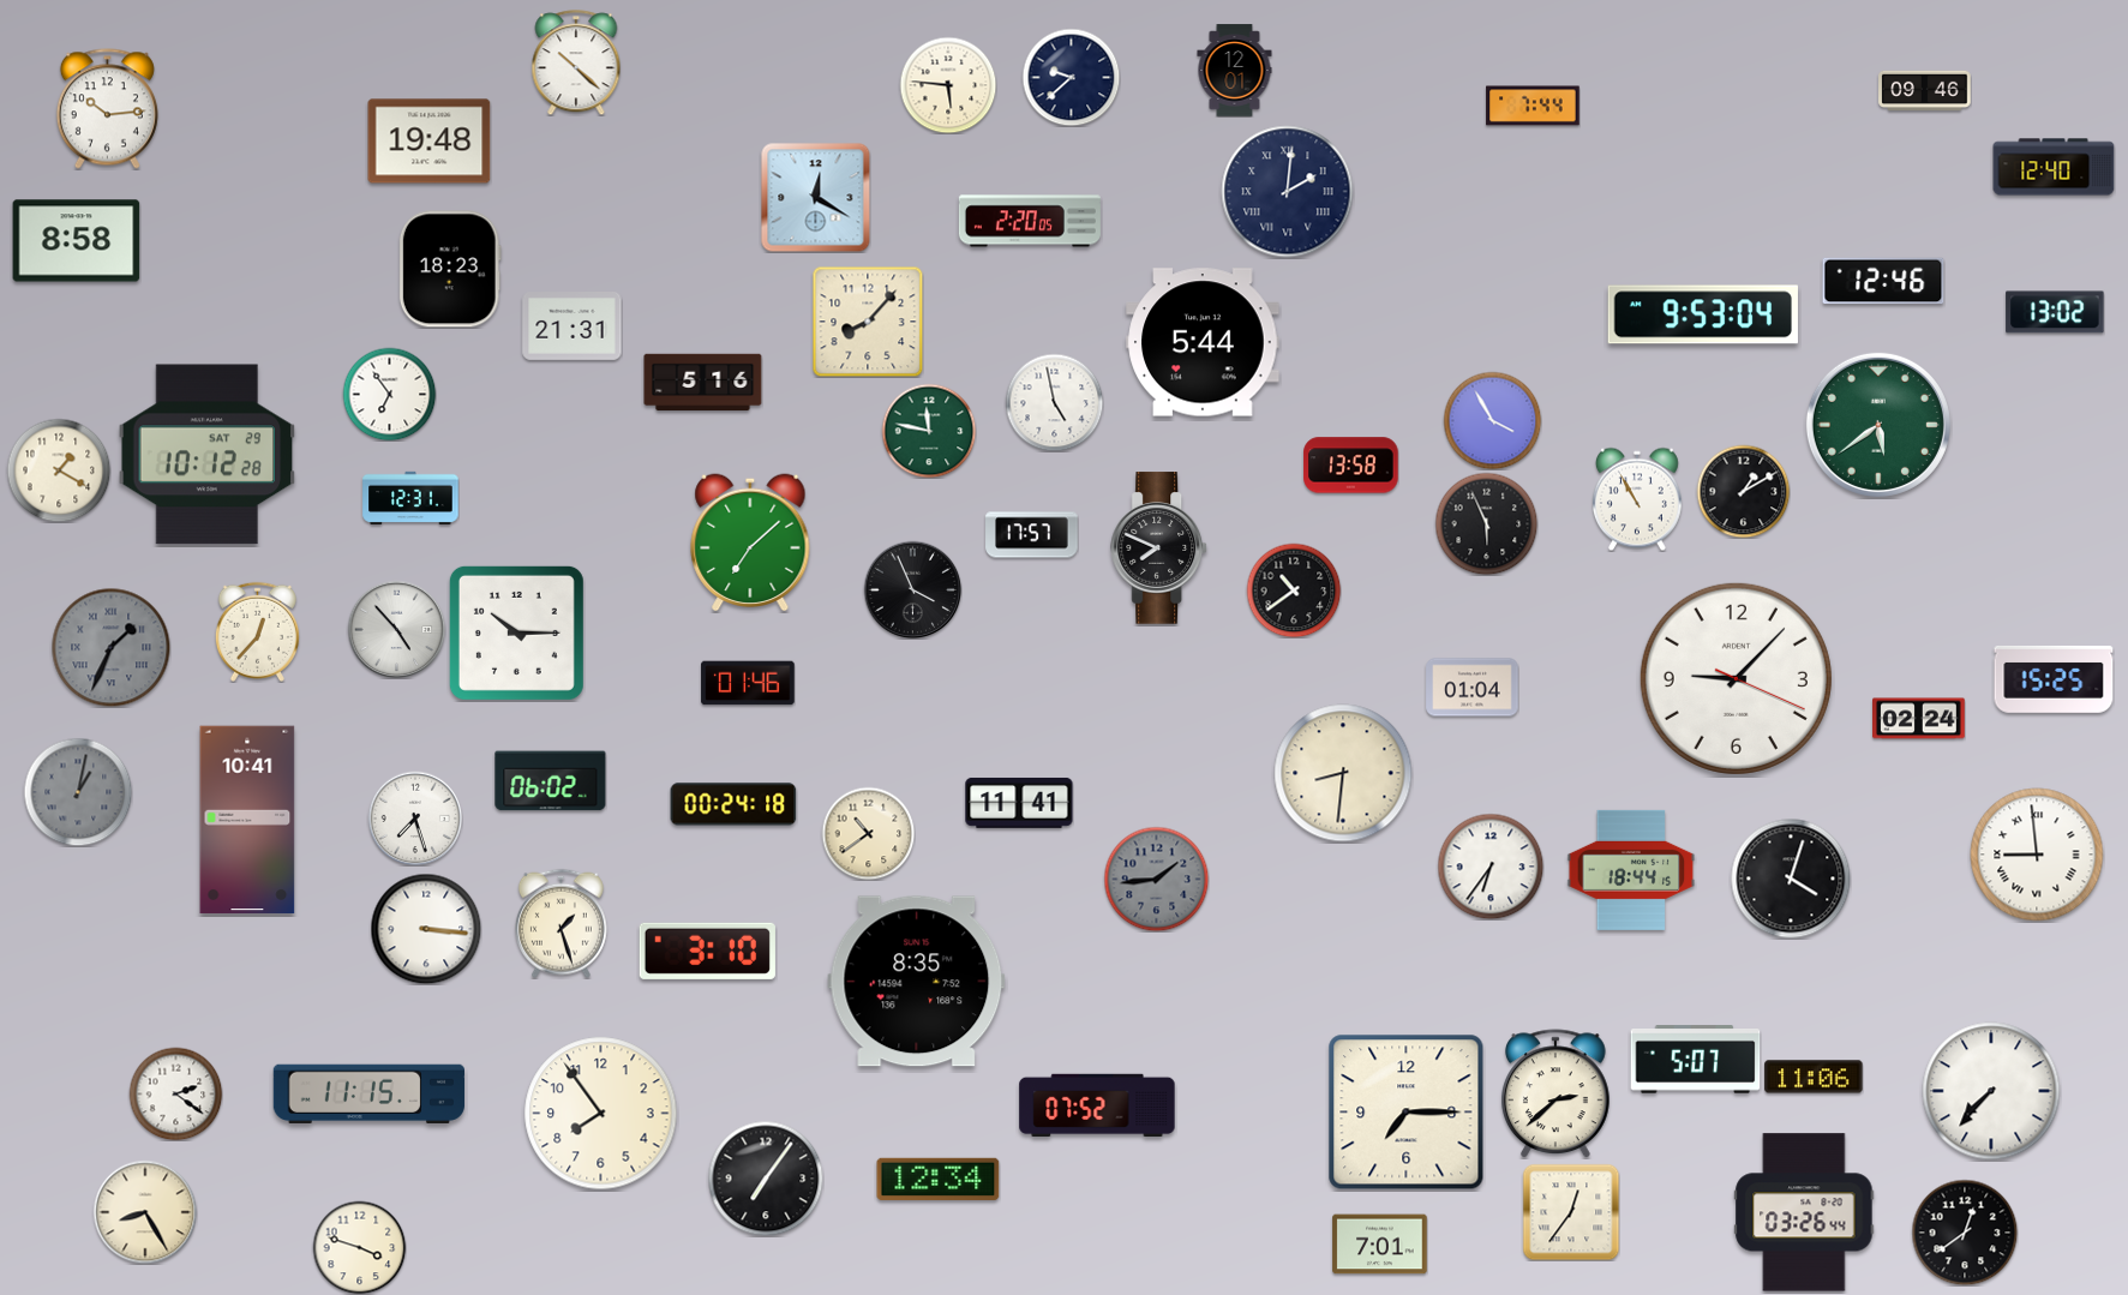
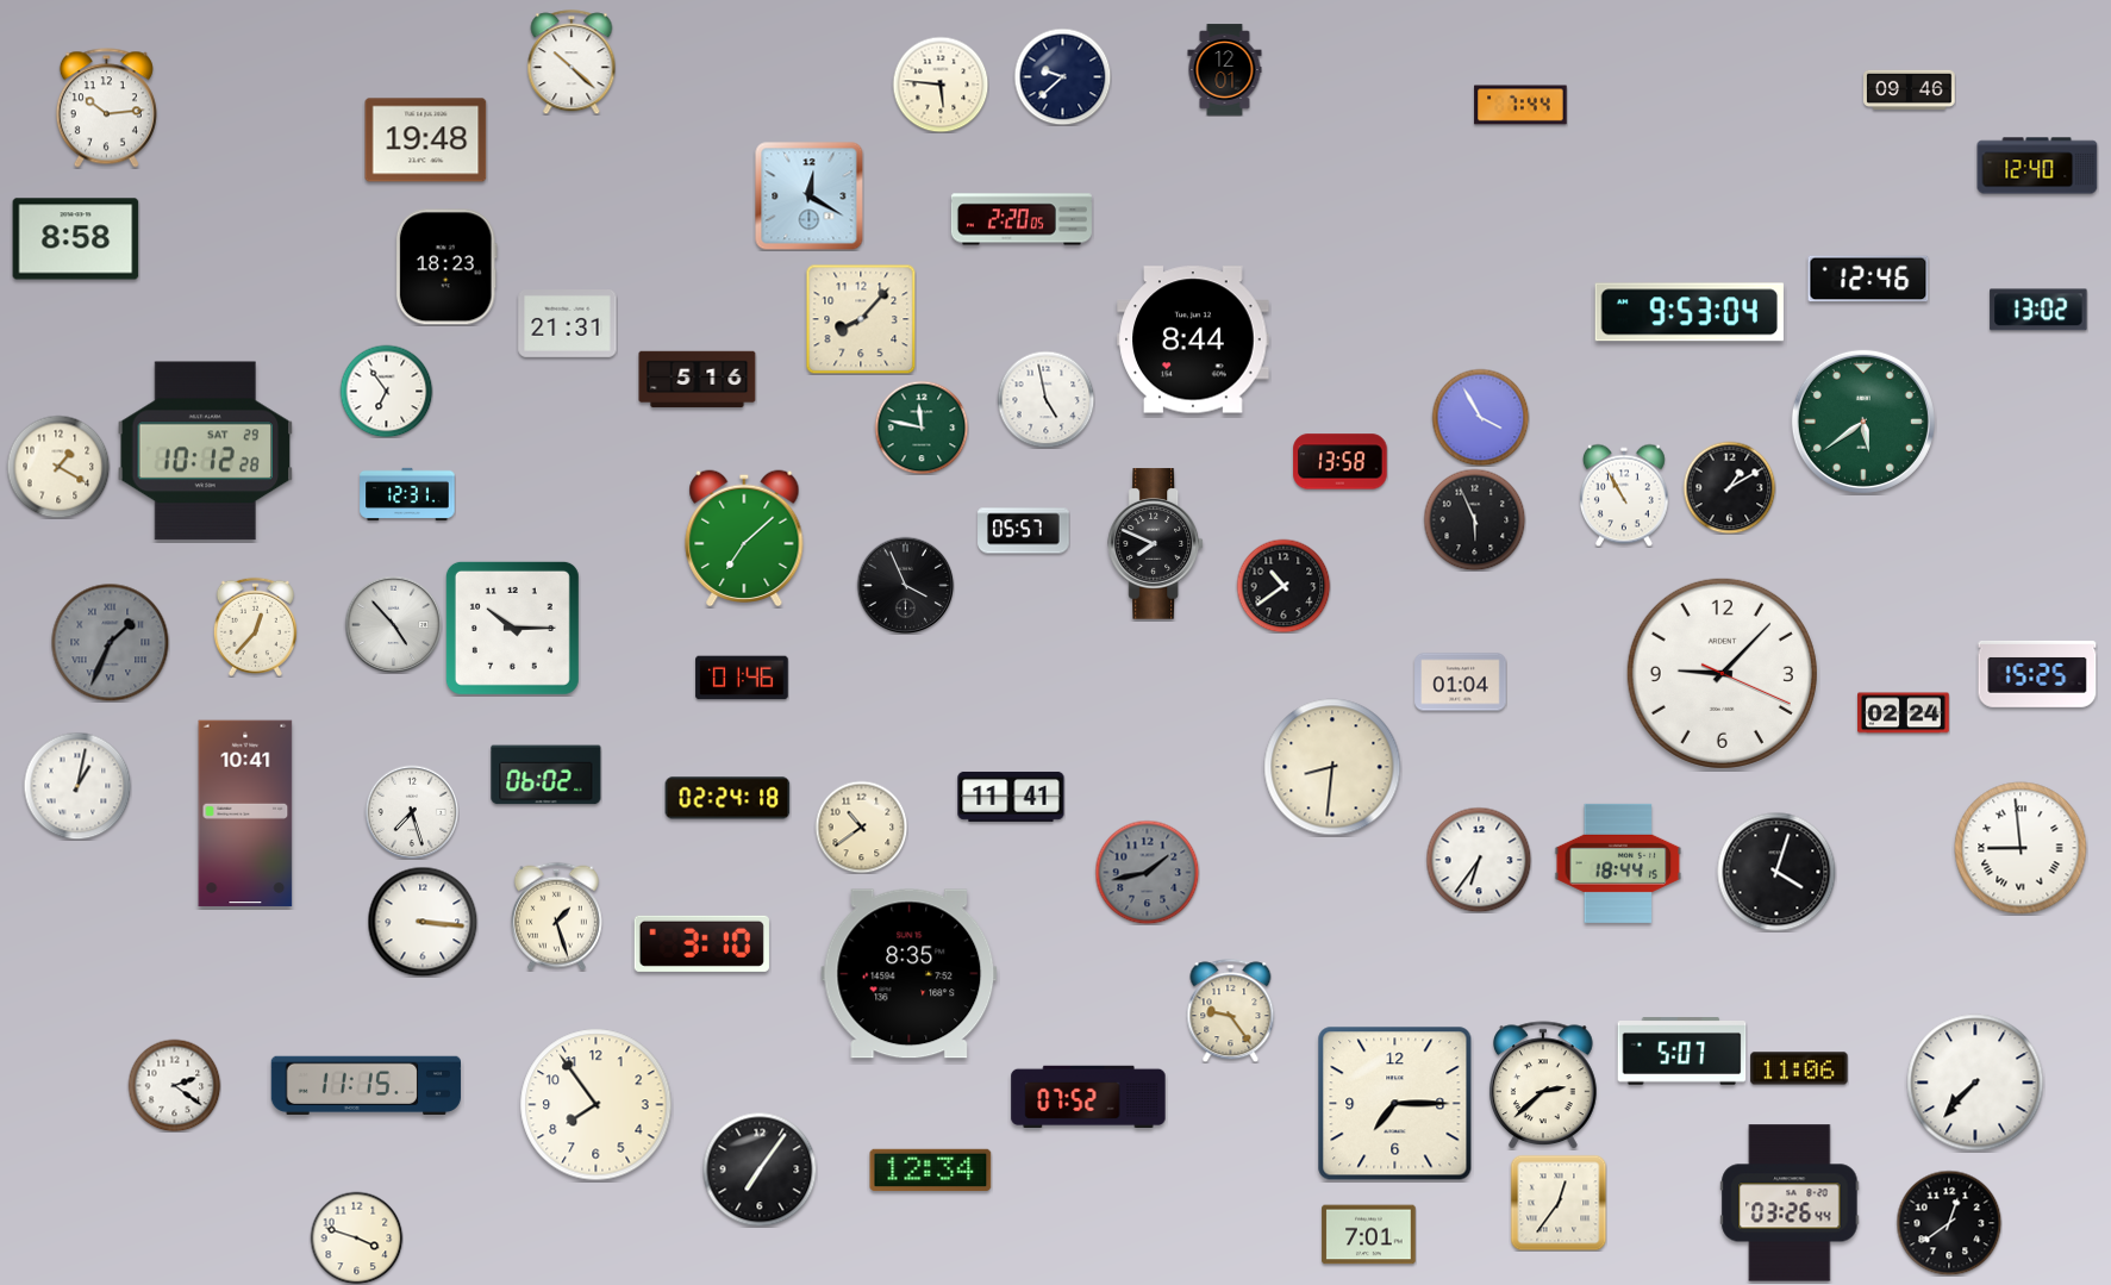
clock at (1288, 192): 2:01 -> none
clock at (1203, 342): 5:44 -> 8:44
clock at (1032, 535): 17:57 -> 05:57
clock at (1158, 548) position: (1158, 548) -> (1155, 544)
clock at (78, 792) dial: grey -> white
clock at (733, 804): 00:24 -> 02:24
clock at (1156, 879): 1:44 -> 1:43
clock at (1231, 1010): none -> 9:24
clock at (145, 1212): 8:25 -> none
